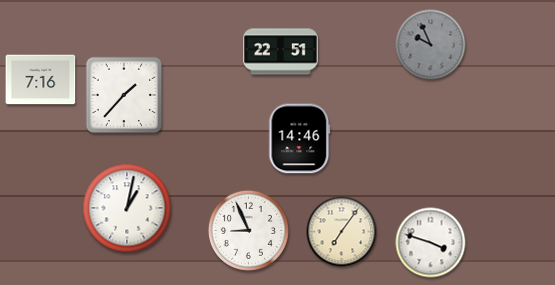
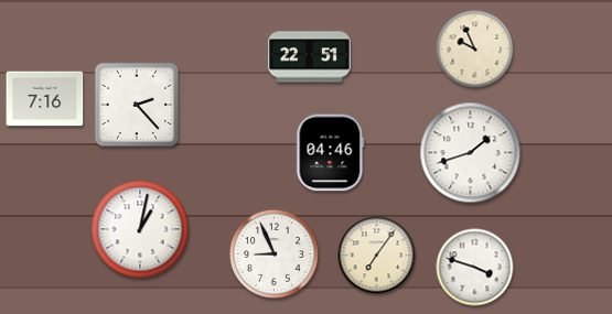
clock at (431, 45) dial: grey -> cream
clock at (41, 80) position: (41, 80) -> (45, 99)
clock at (124, 95): 1:37 -> 2:23
clock at (300, 139): 14:46 -> 04:46
clock at (471, 153): none -> 1:42
